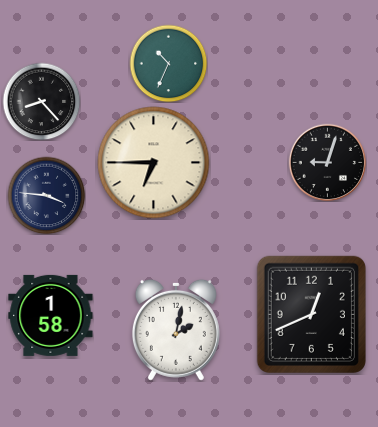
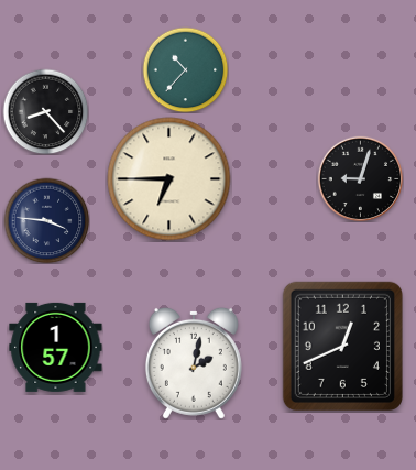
clock at (168, 63): 10:34 -> 10:37
clock at (46, 195) position: (46, 195) -> (46, 220)
clock at (51, 315): 1:58 -> 1:57
